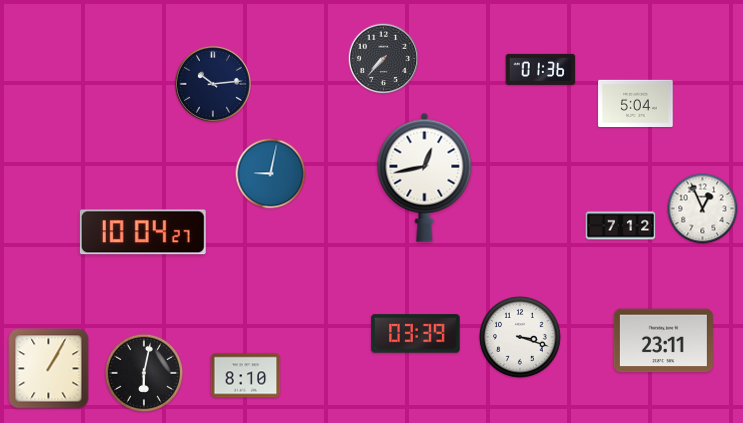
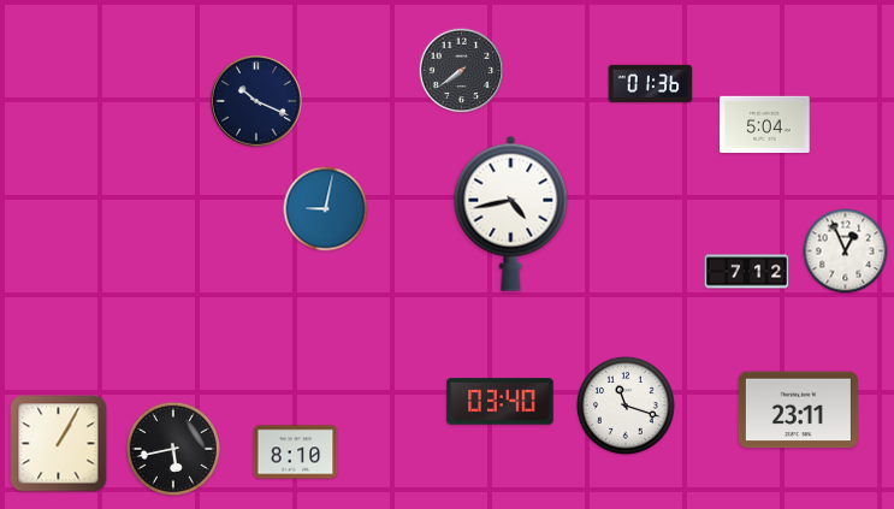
clock at (384, 59): 7:37 -> 7:39
clock at (213, 84): 10:14 -> 10:19
clock at (425, 177): 12:43 -> 4:43
clock at (143, 232): 10:04 -> none
clock at (416, 334): 03:39 -> 03:40
clock at (520, 337): 3:18 -> 11:18
clock at (144, 373): 6:02 -> 5:43
